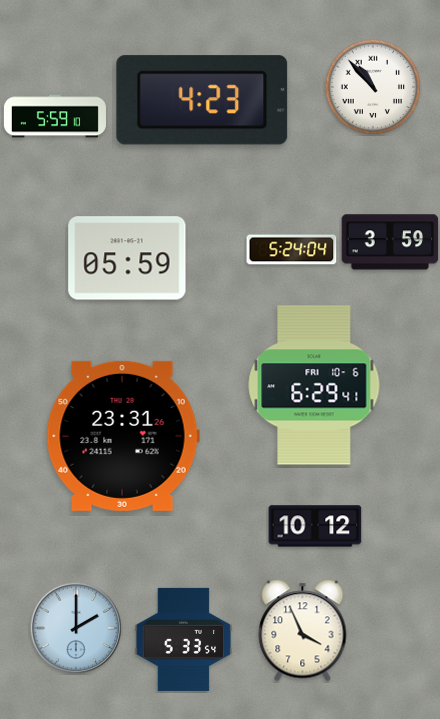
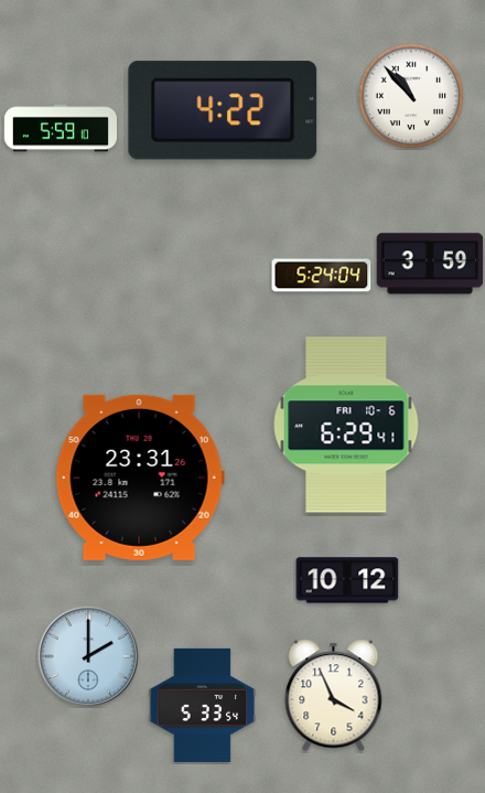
clock at (202, 100): 4:23 -> 4:22
clock at (390, 242) position: (390, 242) -> (430, 264)
clock at (127, 258): 05:59 -> none
clock at (123, 436) position: (123, 436) -> (140, 478)
clock at (76, 628) position: (76, 628) -> (88, 656)
